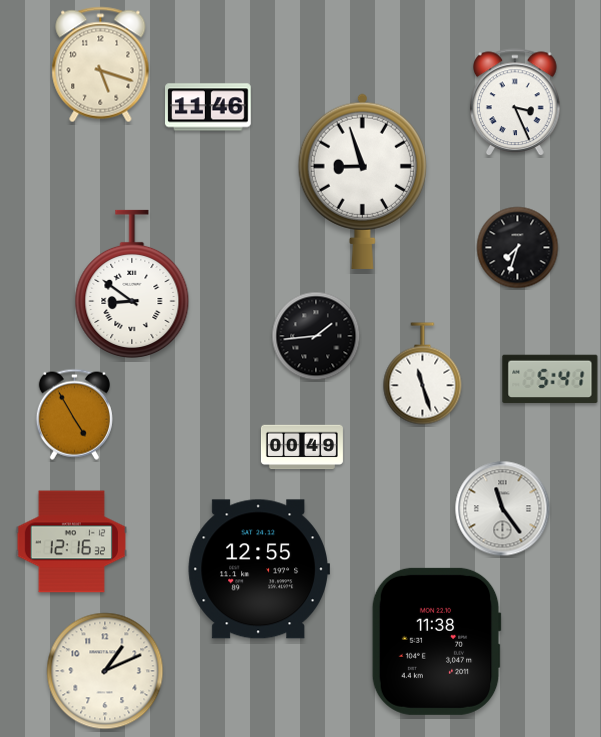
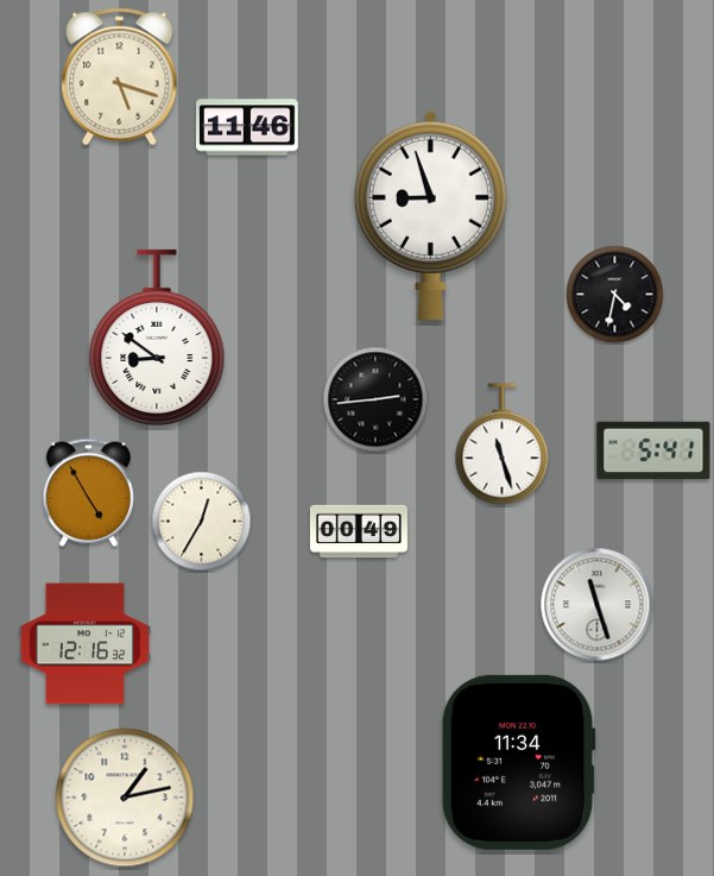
clock at (516, 103): 3:26 -> none
clock at (518, 248): 7:33 -> 4:32
clock at (316, 336): 1:44 -> 2:44
clock at (202, 522): none -> 12:35
clock at (503, 509): 11:24 -> 11:27
clock at (259, 569): 12:55 -> none
clock at (436, 641): 11:38 -> 11:34
clock at (105, 671): 1:11 -> 1:13
